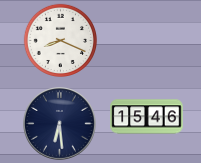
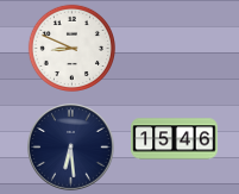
clock at (60, 40): 8:19 -> 8:49
